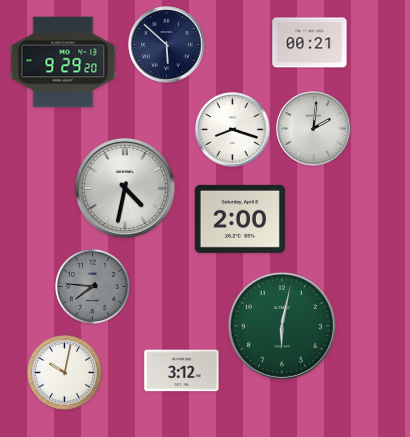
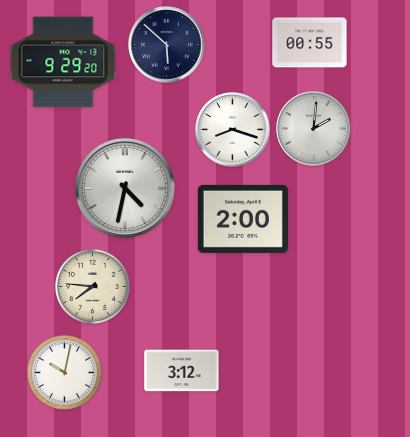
clock at (310, 43): 00:21 -> 00:55
clock at (240, 219) position: (240, 219) -> (243, 219)
clock at (92, 286) dial: grey -> cream
clock at (282, 326): 6:02 -> none
